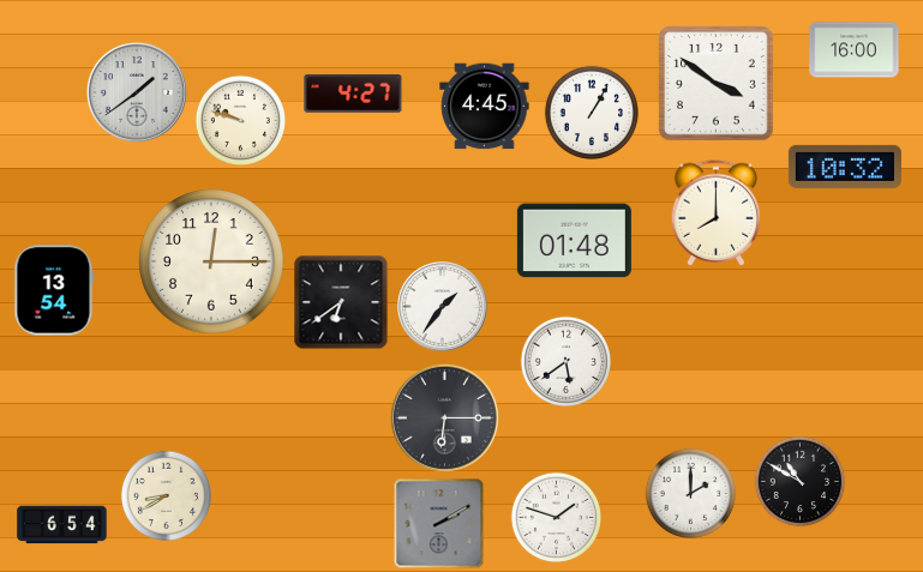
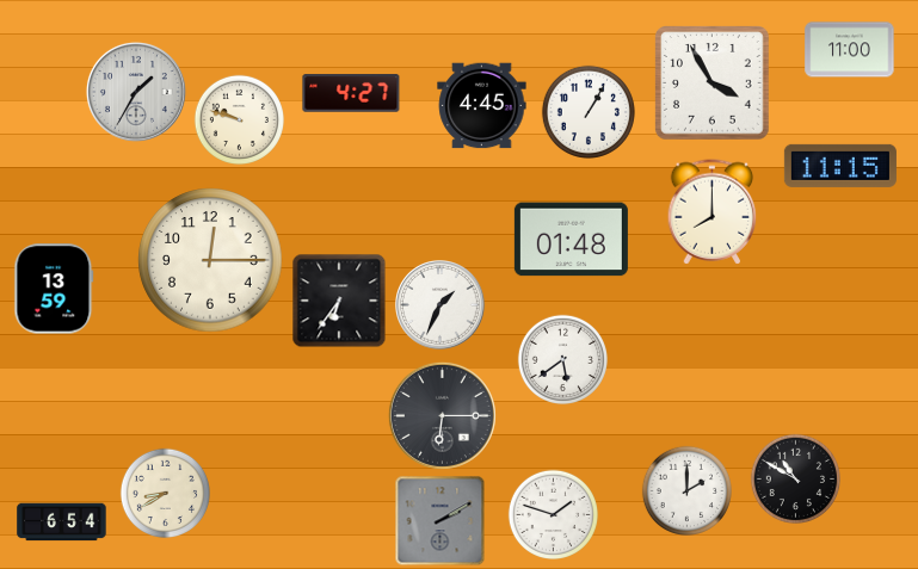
clock at (855, 50): 16:00 -> 11:00
clock at (717, 84): 3:51 -> 3:55
clock at (137, 92): 1:39 -> 1:35
clock at (845, 167): 10:32 -> 11:15
clock at (54, 290): 13:54 -> 13:59
clock at (341, 302): 6:39 -> 6:36
clock at (443, 307): 1:36 -> 1:34
clock at (439, 524) position: (439, 524) -> (440, 521)
